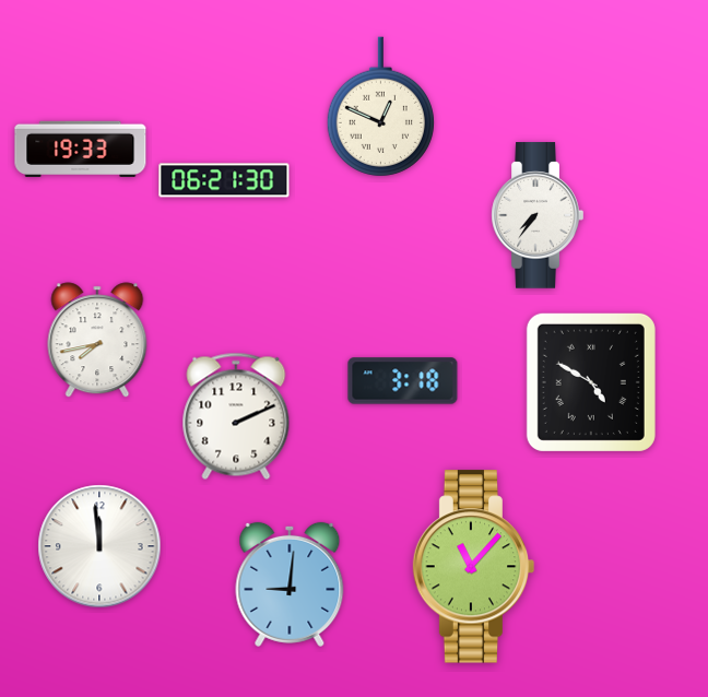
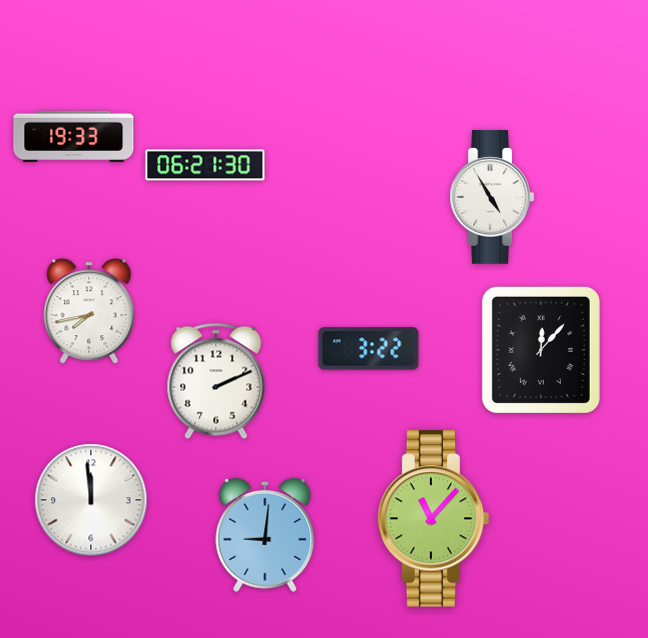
clock at (380, 107): 12:49 -> none
clock at (538, 215): 7:36 -> 4:55
clock at (403, 381): 3:18 -> 3:22
clock at (591, 382): 4:50 -> 12:07
